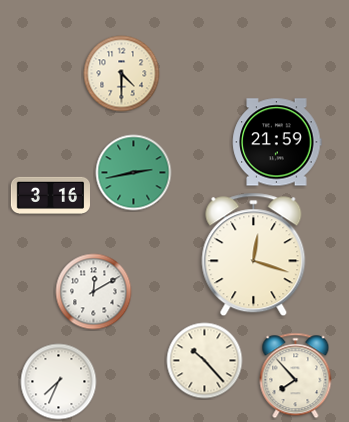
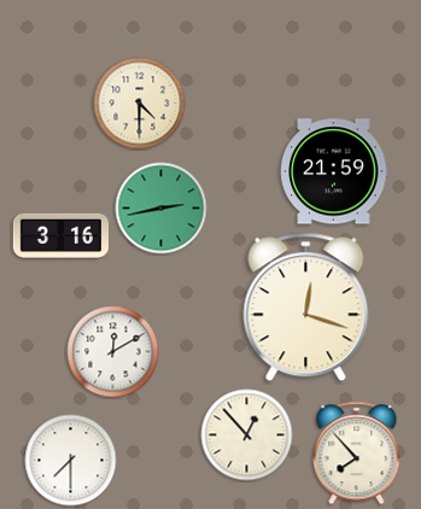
clock at (122, 74) position: (122, 74) -> (140, 104)
clock at (205, 361): 10:23 -> 12:53
clock at (59, 382): 7:34 -> 7:30
